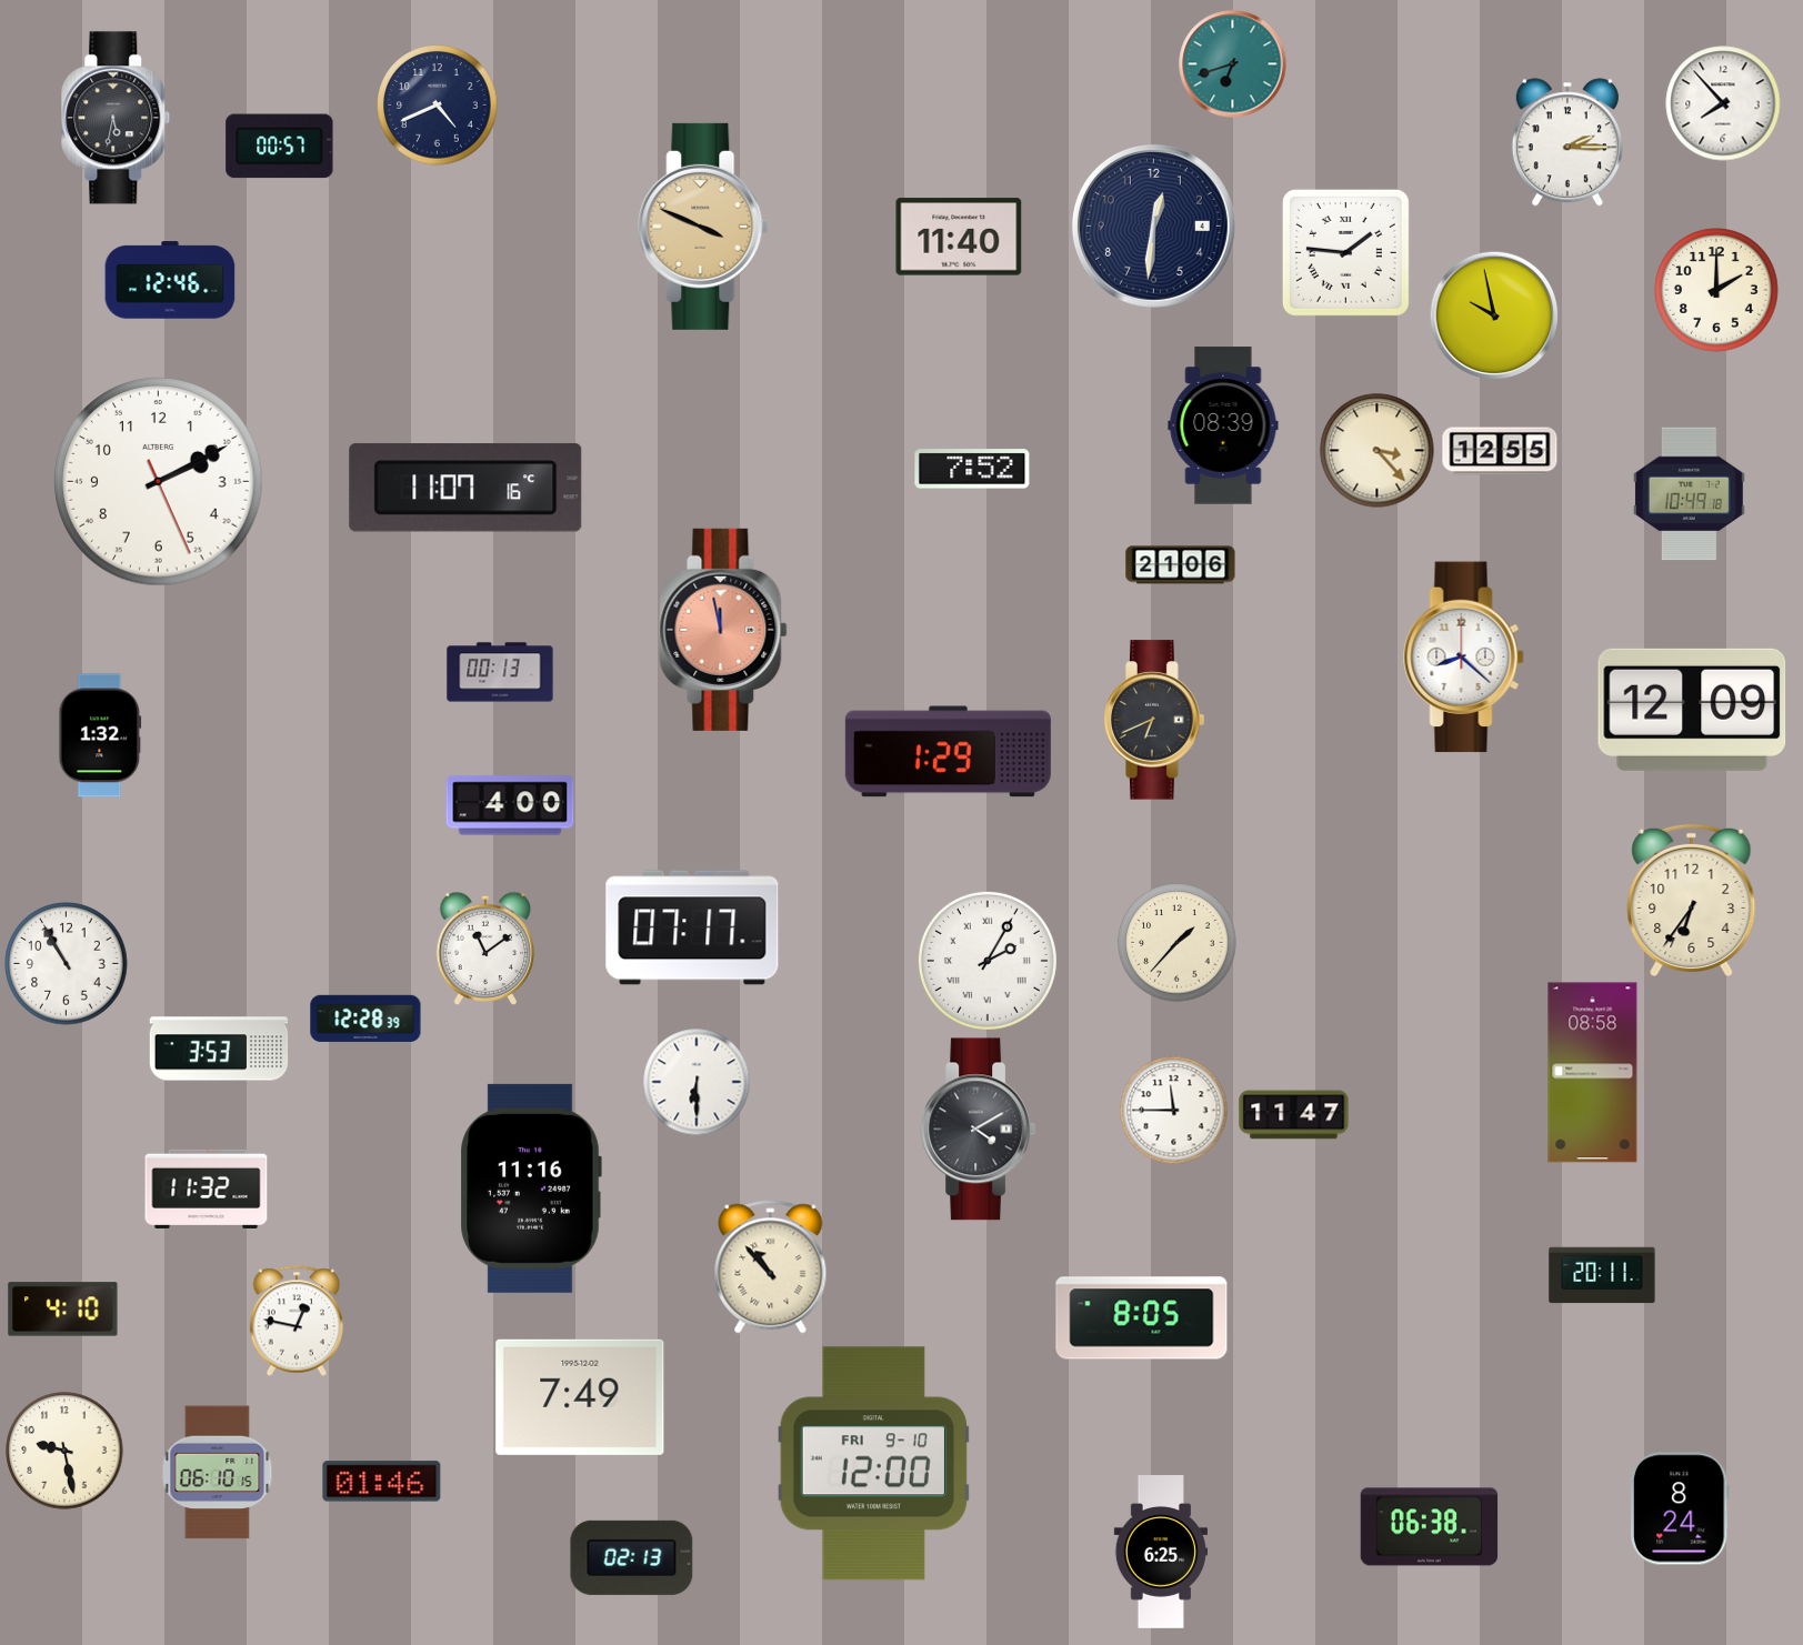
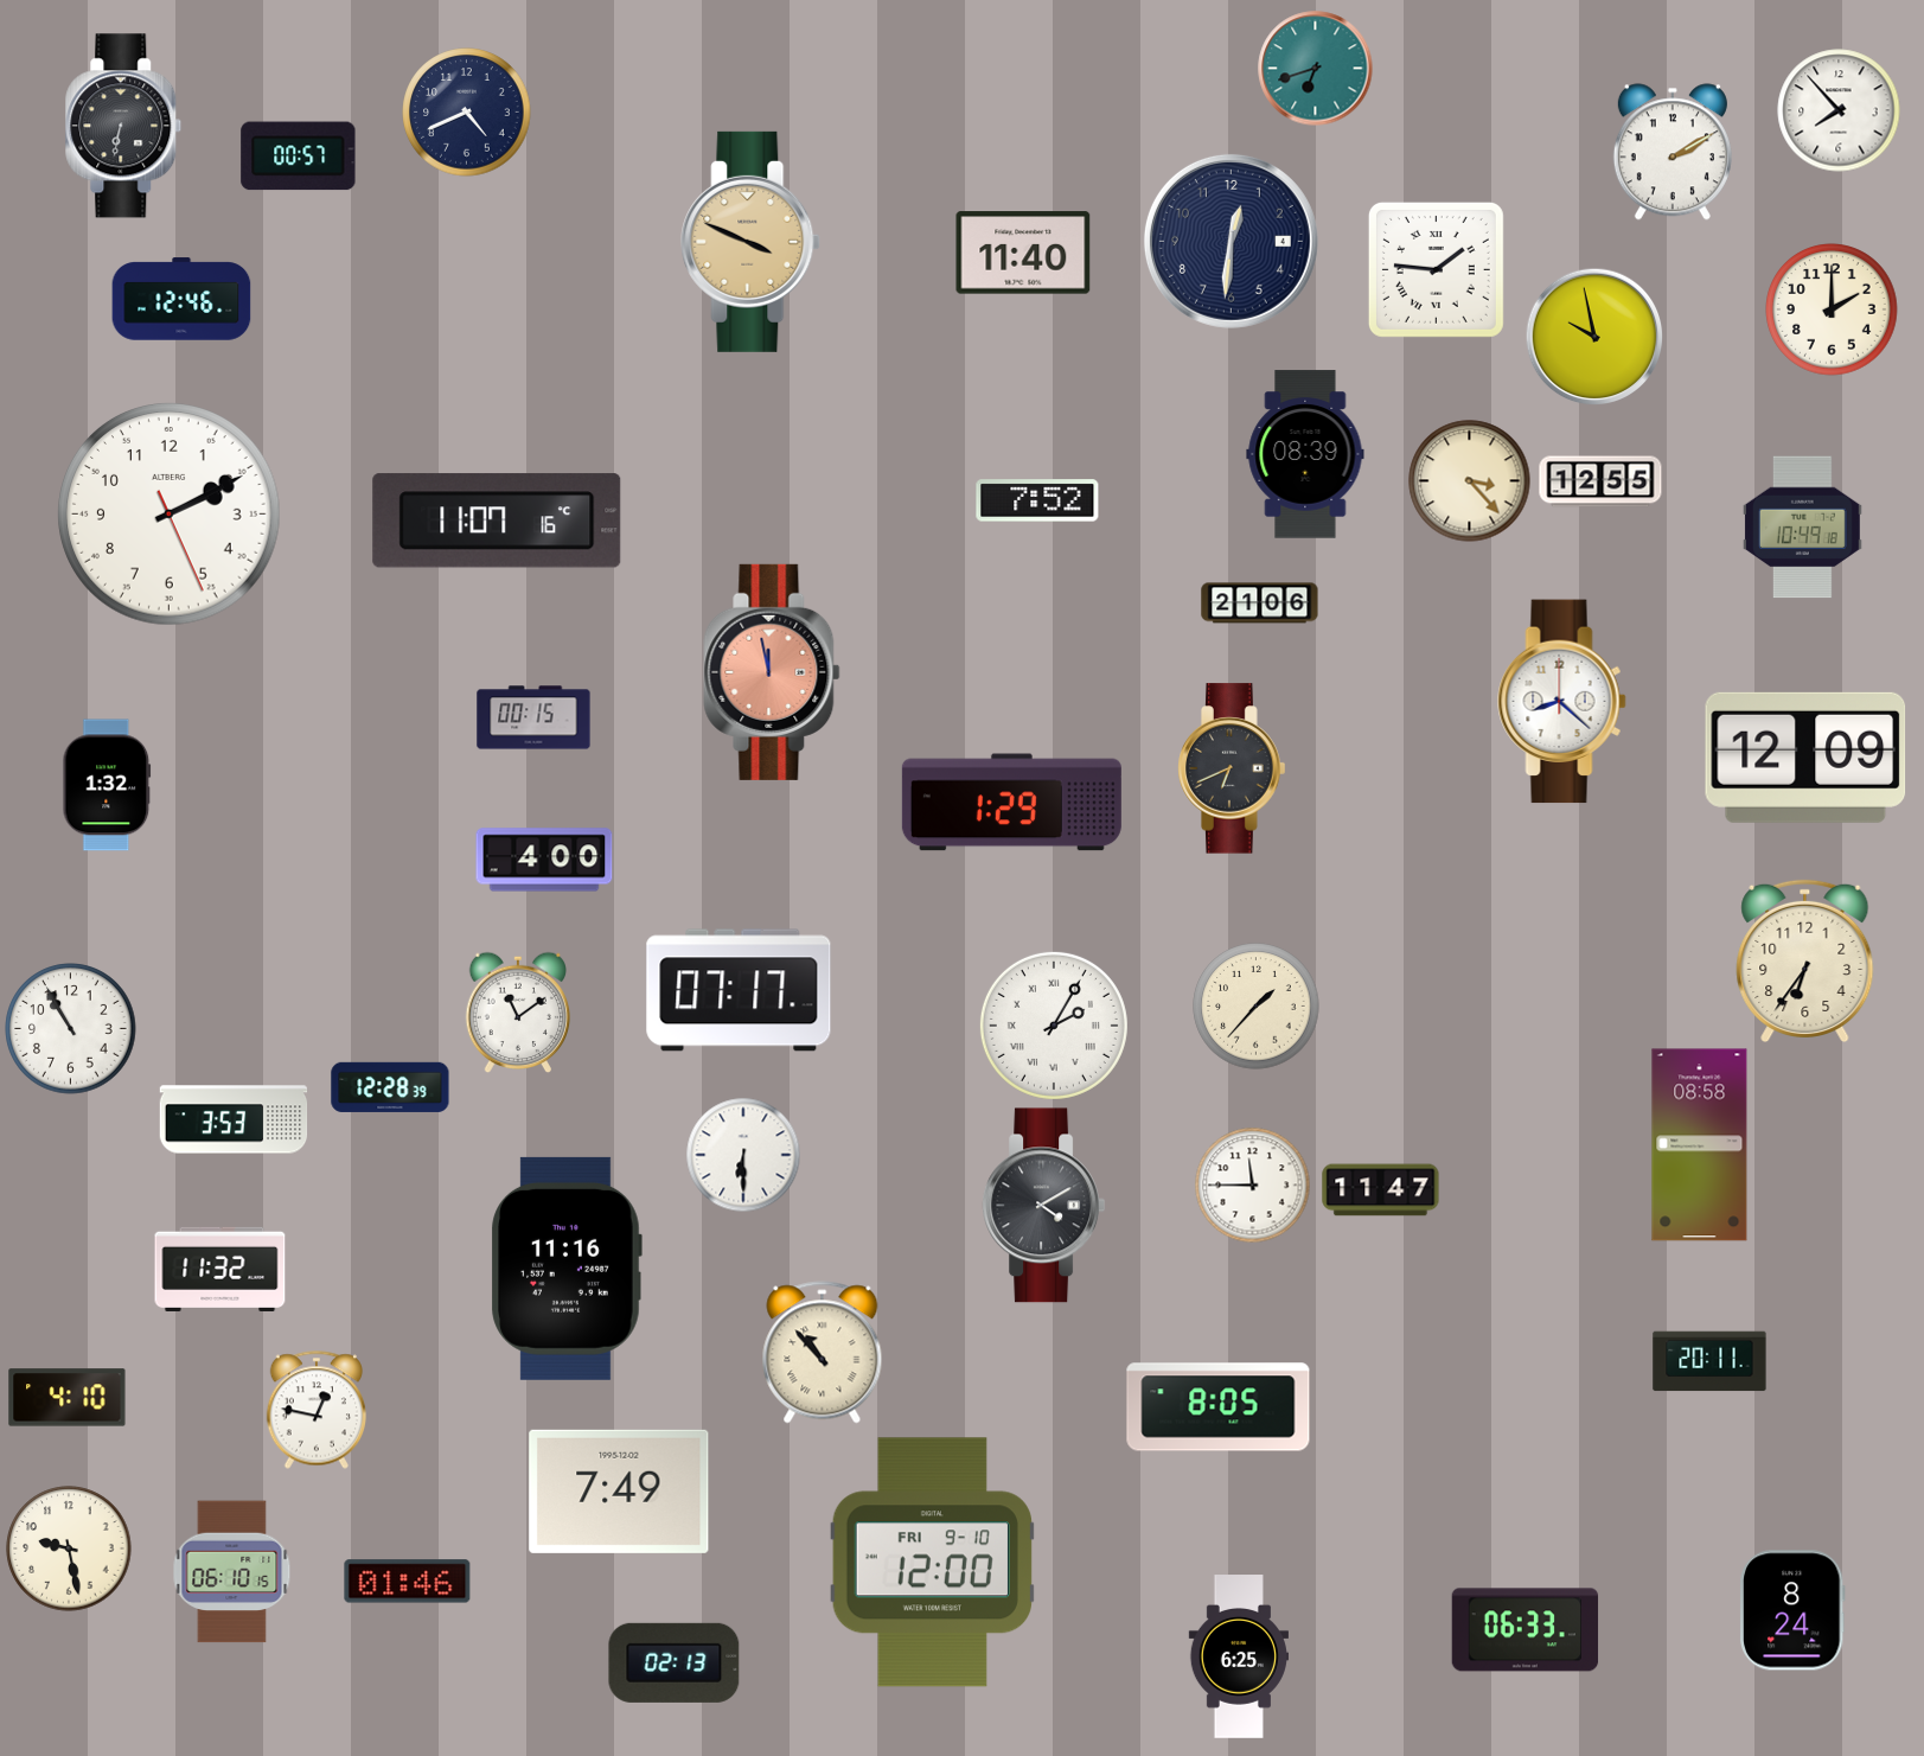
clock at (116, 118): 5:32 -> 6:32
clock at (1567, 142): 2:15 -> 2:10
clock at (500, 672): 00:13 -> 00:15
clock at (1430, 1527): 06:38 -> 06:33
